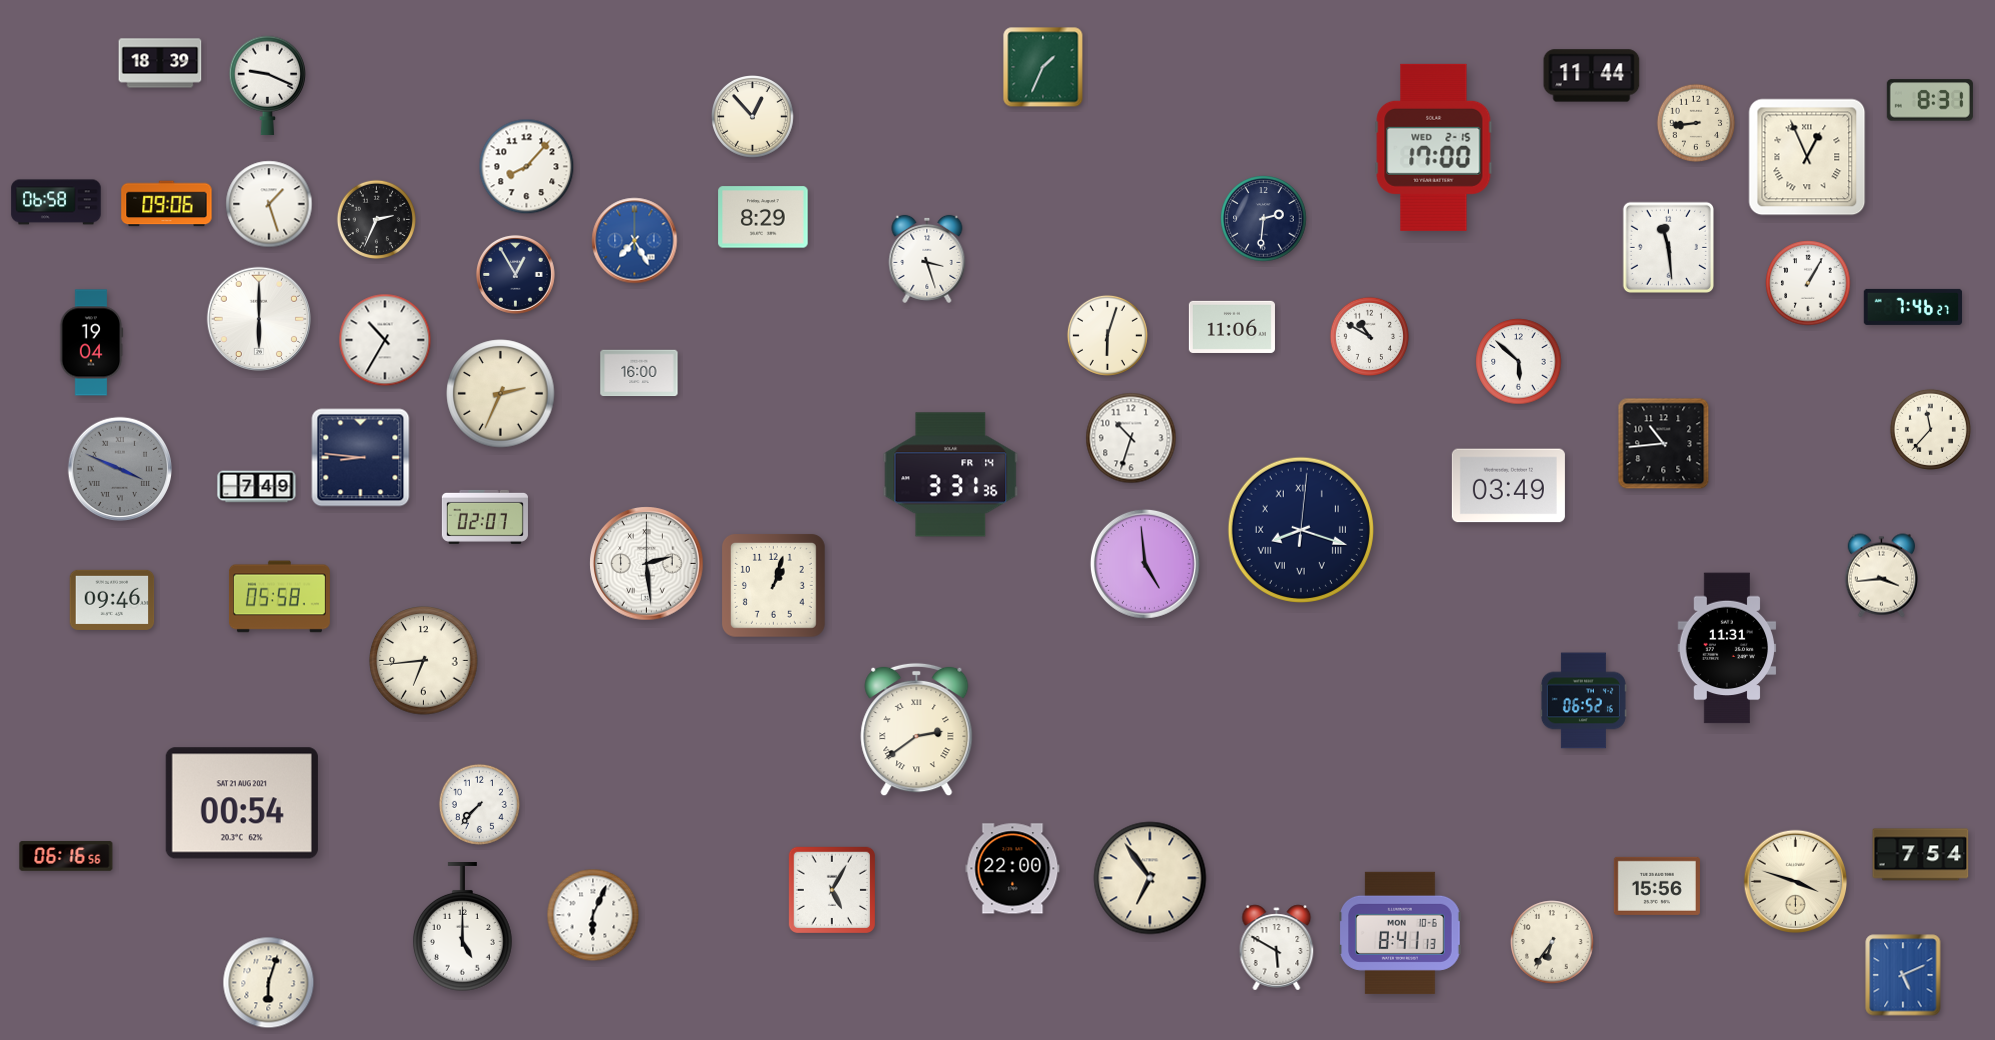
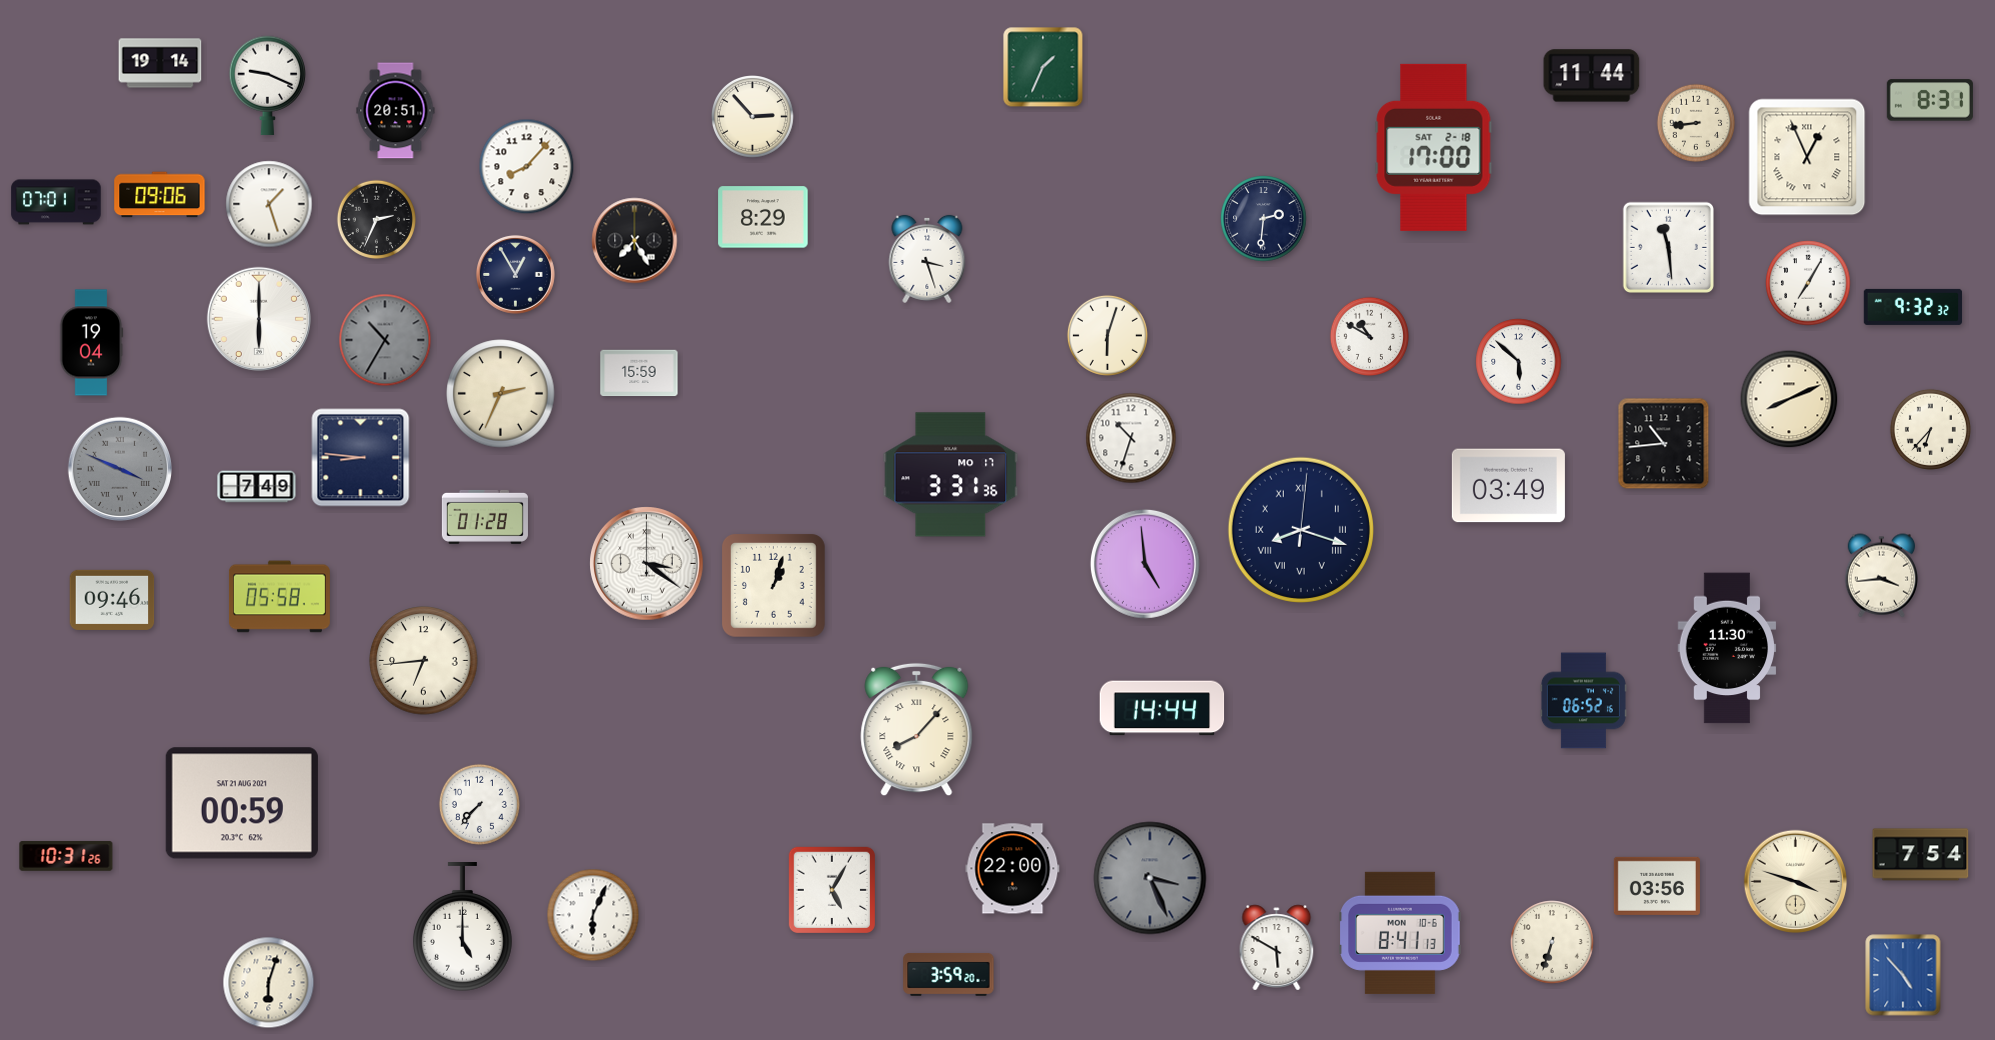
clock at (160, 63): 18:39 -> 19:14
clock at (396, 111): none -> 20:51
clock at (753, 117): 12:53 -> 2:53
clock at (1434, 147) date: WED 2-15 -> SAT 2-18
clock at (56, 202): 06:58 -> 07:01
clock at (167, 204) position: (167, 204) -> (160, 195)
clock at (635, 241) dial: blue -> black
clock at (1808, 283): 1:05 -> 7:05
clock at (1913, 307): 7:46 -> 9:32
clock at (1232, 327): 11:06 -> none
clock at (385, 340) dial: white -> grey
clock at (639, 373): 16:00 -> 15:59
clock at (1789, 399): none -> 8:11
clock at (1930, 429): 11:37 -> 6:37
clock at (951, 475) date: FR 14 -> MO 17
clock at (485, 517): 02:07 -> 01:28
clock at (647, 564): 2:29 -> 3:21
clock at (1727, 648): 11:31 -> 11:30
clock at (1162, 708): none -> 14:44
clock at (917, 730): 2:39 -> 8:07
clock at (242, 803): 00:54 -> 00:59
clock at (66, 856): 06:16 -> 10:31
clock at (1150, 878): 6:54 -> 3:26
clock at (1150, 878) dial: cream -> grey
clock at (1657, 886): 15:56 -> 03:56
clock at (1552, 942): 6:36 -> 6:33
clock at (949, 974): none -> 3:59
clock at (1903, 975): 5:11 -> 4:53
